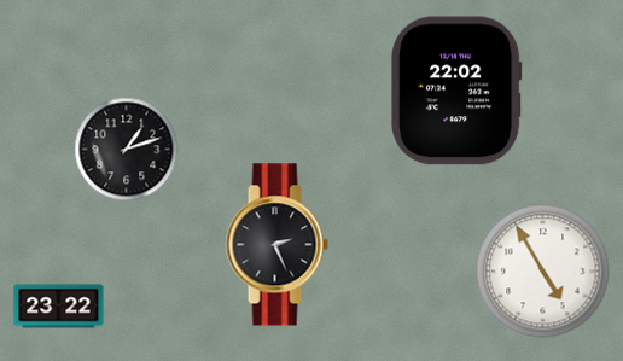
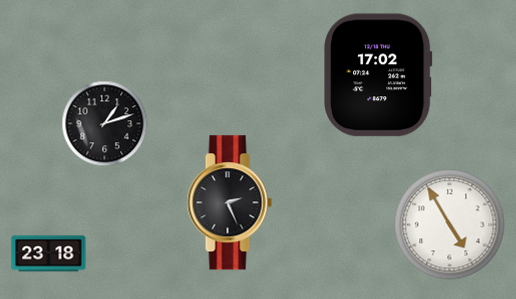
clock at (456, 91): 22:02 -> 17:02
clock at (59, 307): 23:22 -> 23:18
